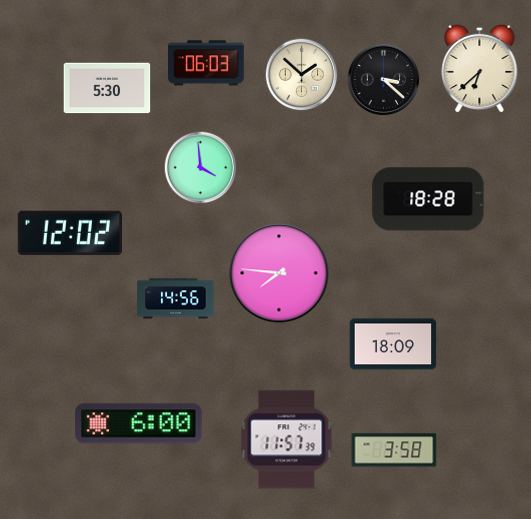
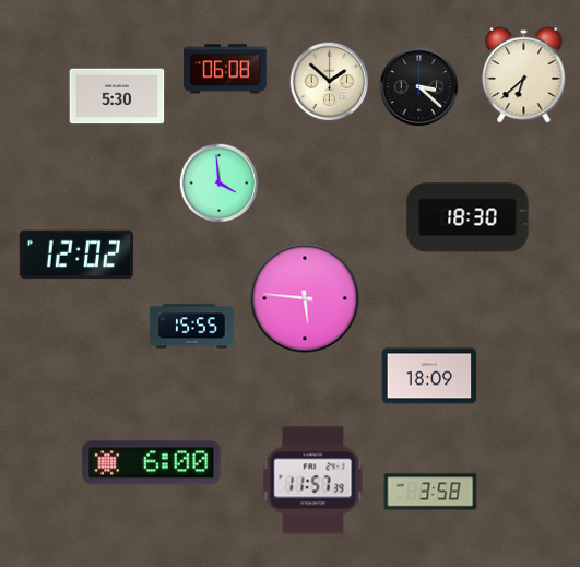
clock at (206, 63): 06:03 -> 06:08
clock at (428, 199): 18:28 -> 18:30
clock at (279, 273): 7:46 -> 5:46
clock at (176, 299): 14:56 -> 15:55
